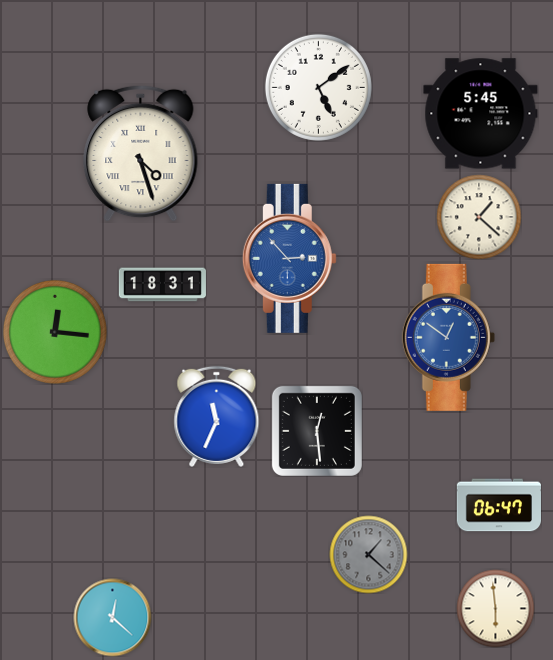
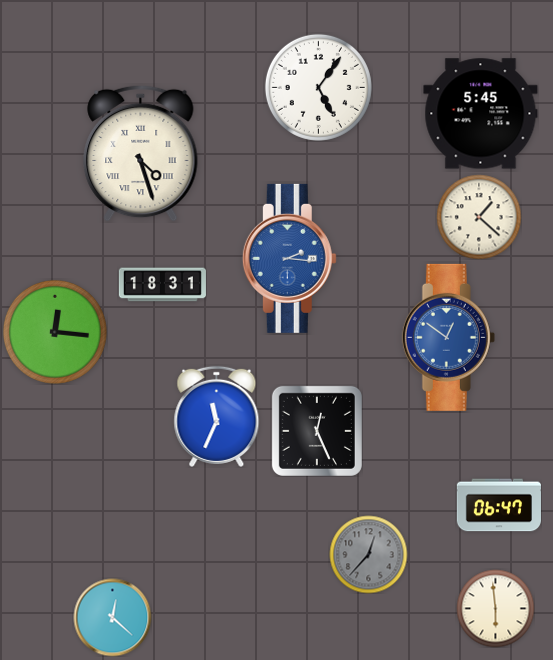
clock at (318, 87): 5:09 -> 5:06
clock at (289, 258): 2:53 -> 2:16
clock at (317, 431): 12:29 -> 12:26
clock at (368, 554): 1:22 -> 12:37
